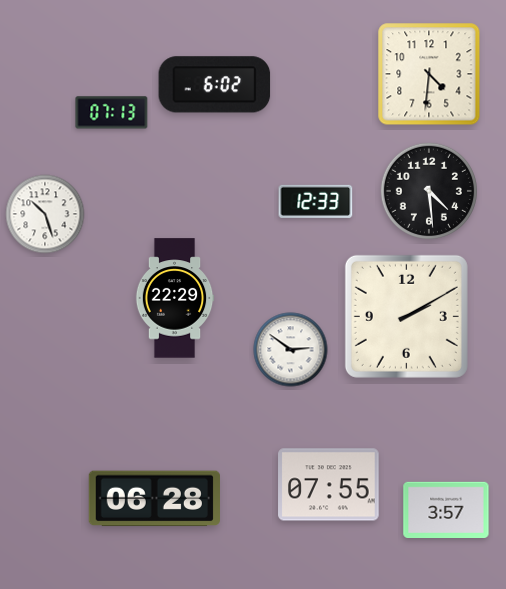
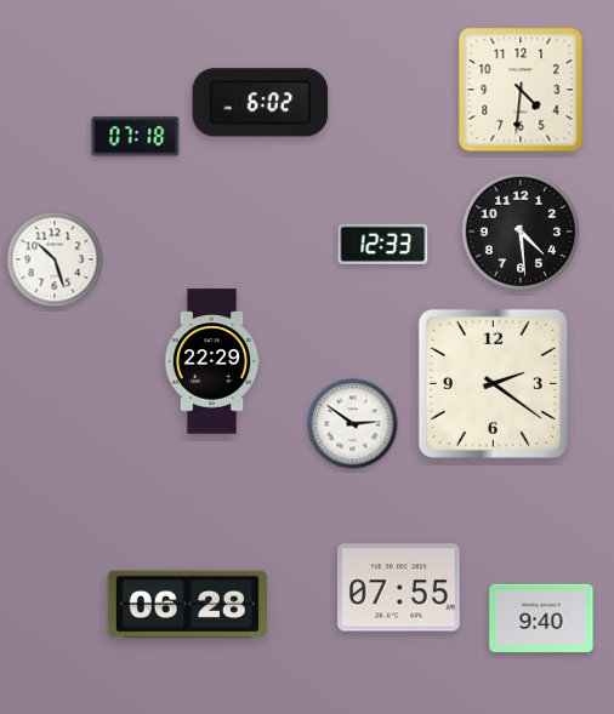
clock at (112, 113): 07:13 -> 07:18
clock at (406, 316): 2:10 -> 2:21
clock at (446, 510): 3:57 -> 9:40
